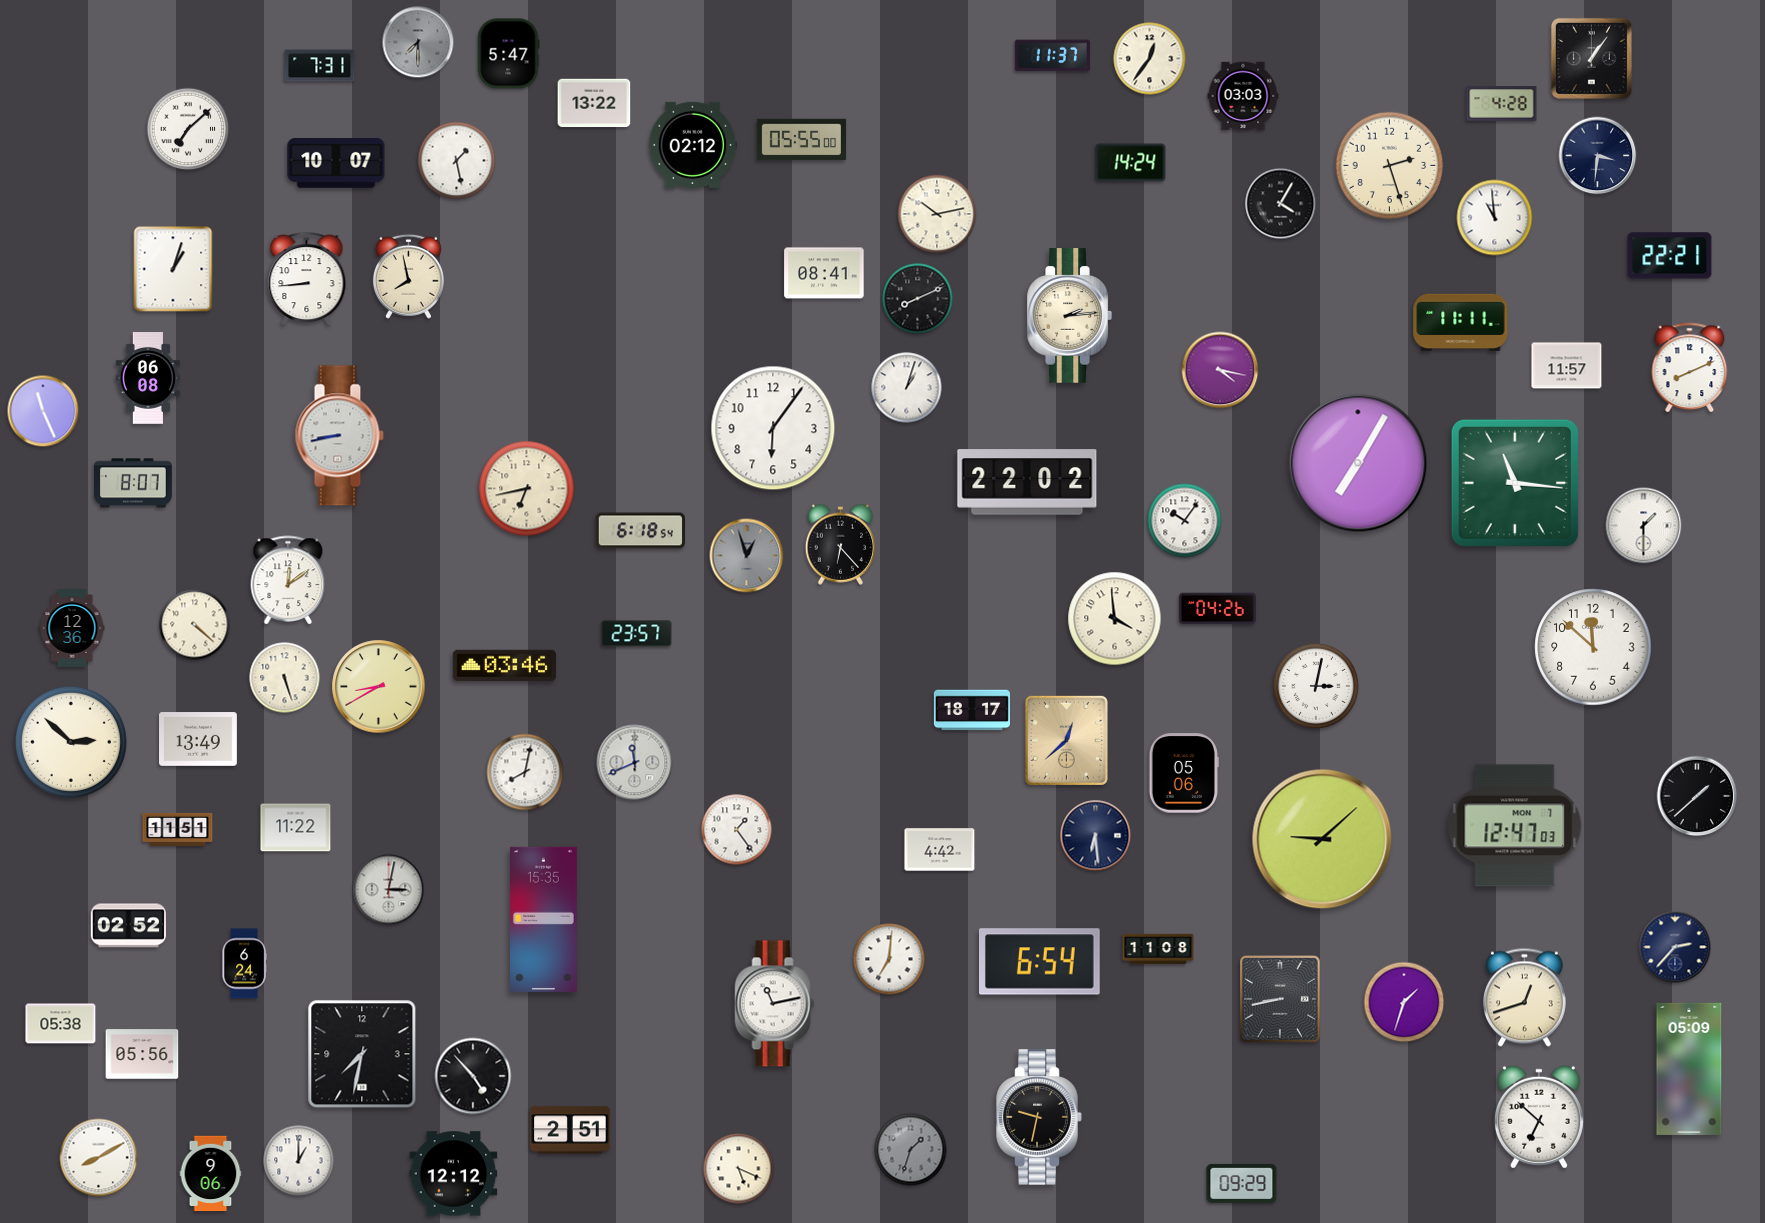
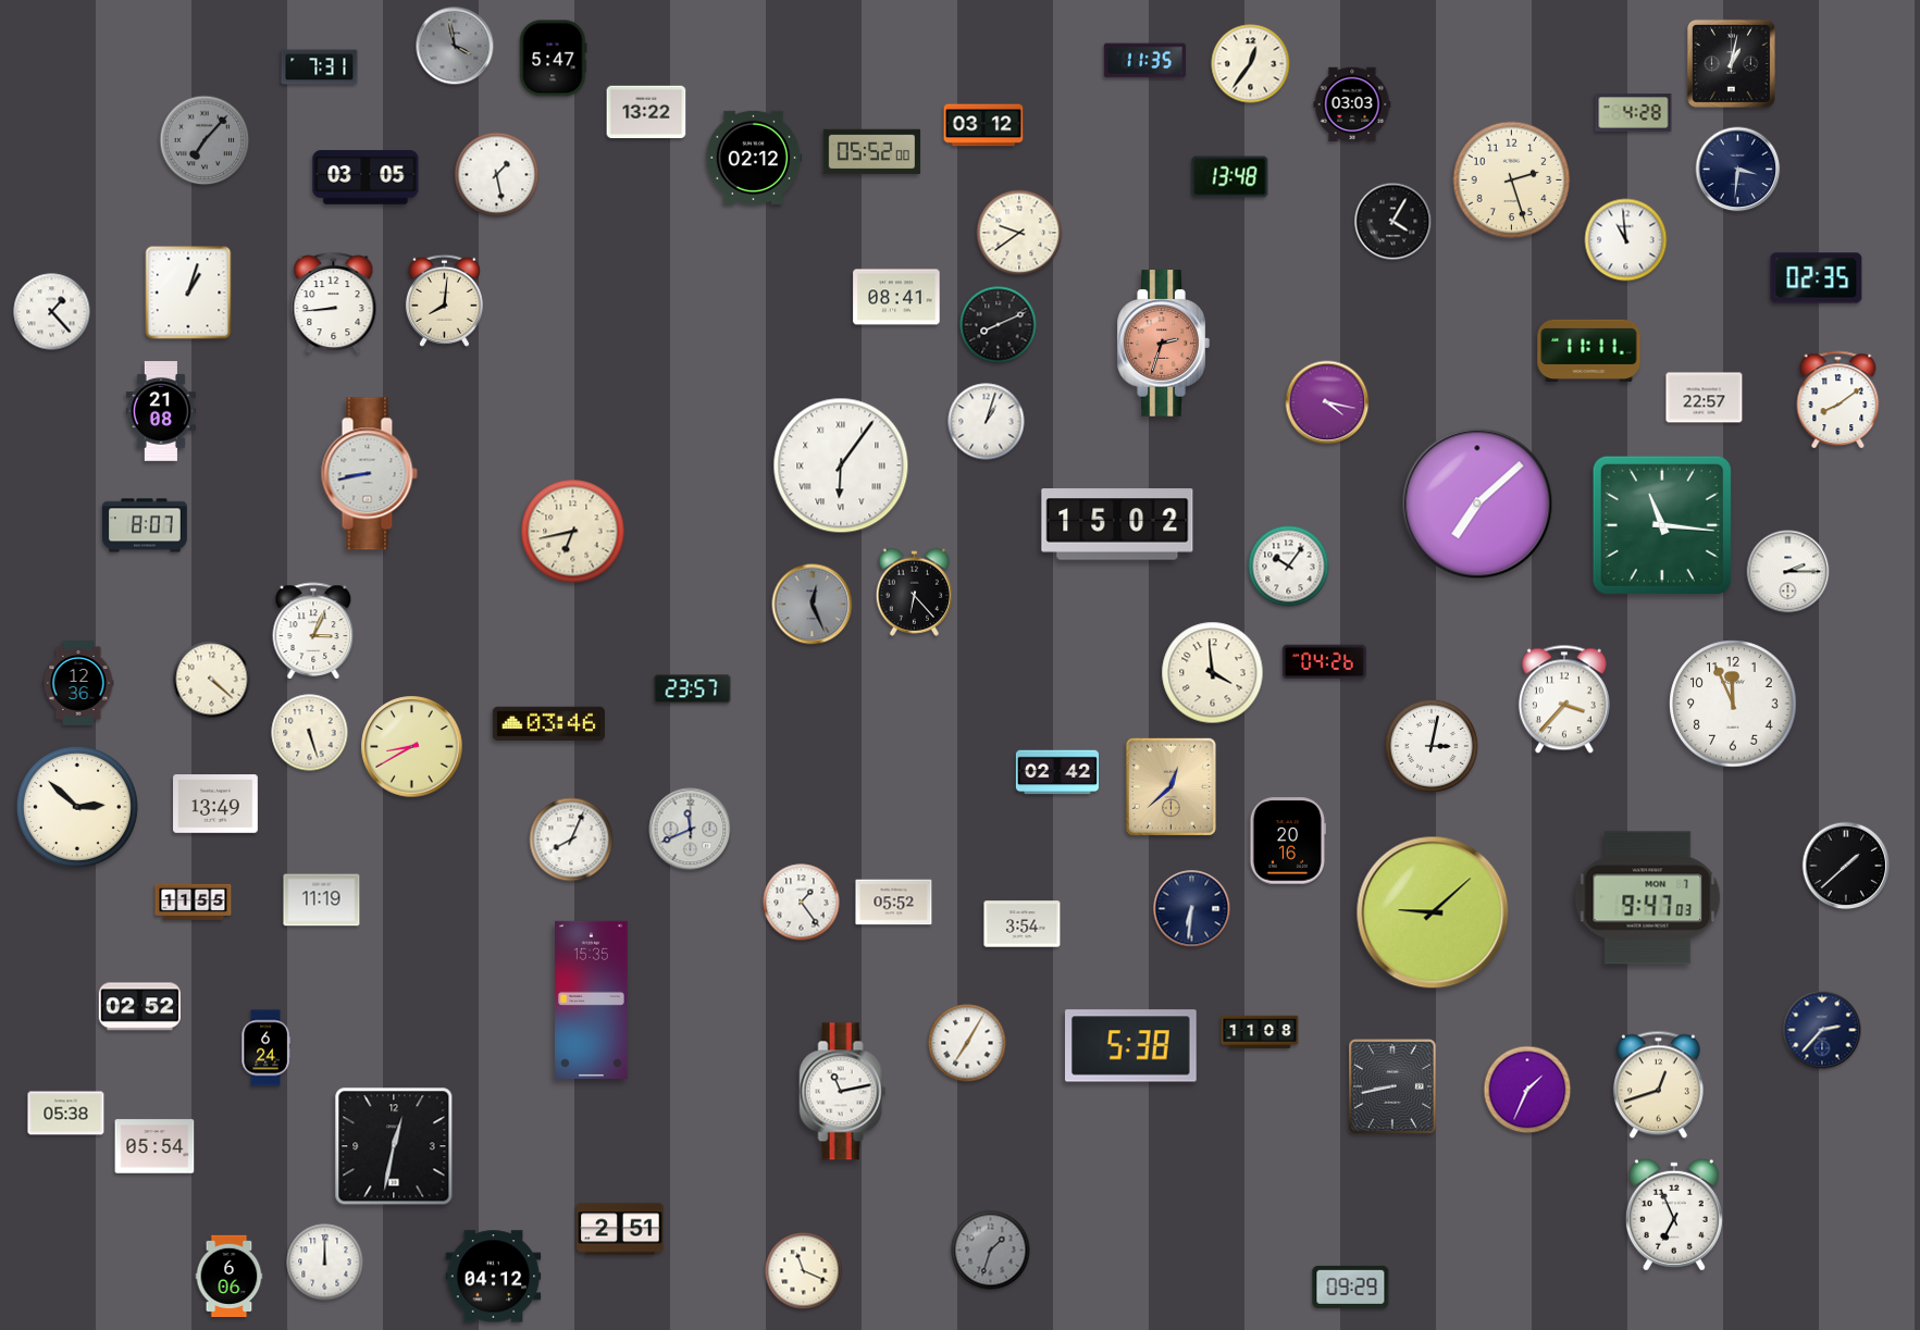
clock at (418, 42): 7:30 -> 3:58
clock at (1053, 56): 11:37 -> 11:35
clock at (1591, 58): 1:06 -> 1:02
clock at (320, 66) position: (320, 66) -> (320, 67)
clock at (983, 125): none -> 03:12
clock at (188, 129): 7:08 -> 7:07
clock at (188, 129) dial: white -> grey
clock at (802, 140): 05:55 -> 05:52
clock at (336, 163): 10:07 -> 03:05
clock at (1131, 163): 14:24 -> 13:48
clock at (937, 214): 10:13 -> 9:39
clock at (1495, 218) position: (1495, 218) -> (1626, 240)
clock at (1670, 256): 22:21 -> 02:35
clock at (408, 276): 7:58 -> 8:01
clock at (52, 312): none -> 1:23
clock at (1069, 316): 2:14 -> 2:33
clock at (1069, 316) dial: cream -> salmon
clock at (1567, 366): 11:57 -> 22:57
clock at (1690, 367): 8:11 -> 8:09
clock at (148, 379): 06:08 -> 21:08
clock at (43, 411): 11:26 -> none
clock at (773, 428) numerals: Arabic -> Roman
clock at (1358, 463): 7:05 -> 7:08
clock at (1027, 482): 22:02 -> 15:02
clock at (1515, 483) position: (1515, 483) -> (1662, 525)
clock at (1644, 526): 1:30 -> 2:15
clock at (640, 531): 6:18 -> none
clock at (747, 556): 12:57 -> 12:26
clock at (288, 580): 12:09 -> 3:04
clock at (1564, 699): none -> 3:37
clock at (1593, 647): 11:52 -> 11:56
clock at (285, 678) position: (285, 678) -> (310, 733)
clock at (972, 710): 18:17 -> 02:42
clock at (1066, 740) position: (1066, 740) -> (1170, 786)
clock at (525, 772): 8:02 -> 8:04
clock at (1183, 773): 05:06 -> 20:16
clock at (1515, 826): 12:47 -> 9:47
clock at (296, 828): 11:22 -> 11:19
clock at (178, 829): 11:51 -> 11:55
clock at (894, 903): none -> 05:52
clock at (1096, 836): 6:29 -> 6:31
clock at (1322, 839) position: (1322, 839) -> (1433, 912)
clock at (940, 850): 4:42 -> 3:54
clock at (389, 890): 3:02 -> none
clock at (889, 959): 7:01 -> 7:05
clock at (1040, 962): 6:54 -> 5:38
clock at (1404, 1002): 1:33 -> 1:34
clock at (142, 1054): 05:56 -> 05:54
clock at (362, 1054): 7:32 -> 12:32
clock at (1689, 1069): 05:09 -> none
clock at (473, 1076): 4:53 -> none
clock at (1039, 1117): 9:32 -> none
clock at (1539, 1117): 6:52 -> 6:56
clock at (99, 1158): 8:10 -> none
clock at (299, 1161): 1:00 -> 12:00
clock at (739, 1169): 5:19 -> 11:19
clock at (211, 1174): 9:06 -> 6:06
clock at (454, 1174): 12:12 -> 04:12
